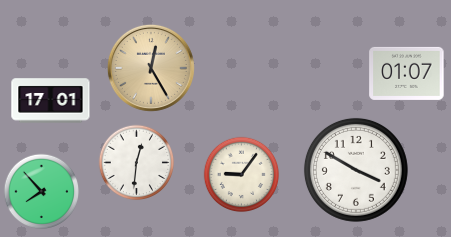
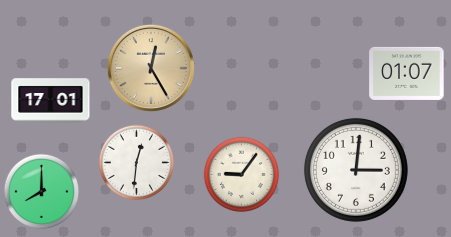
clock at (356, 170): 3:50 -> 3:01
clock at (42, 192): 7:53 -> 8:00
